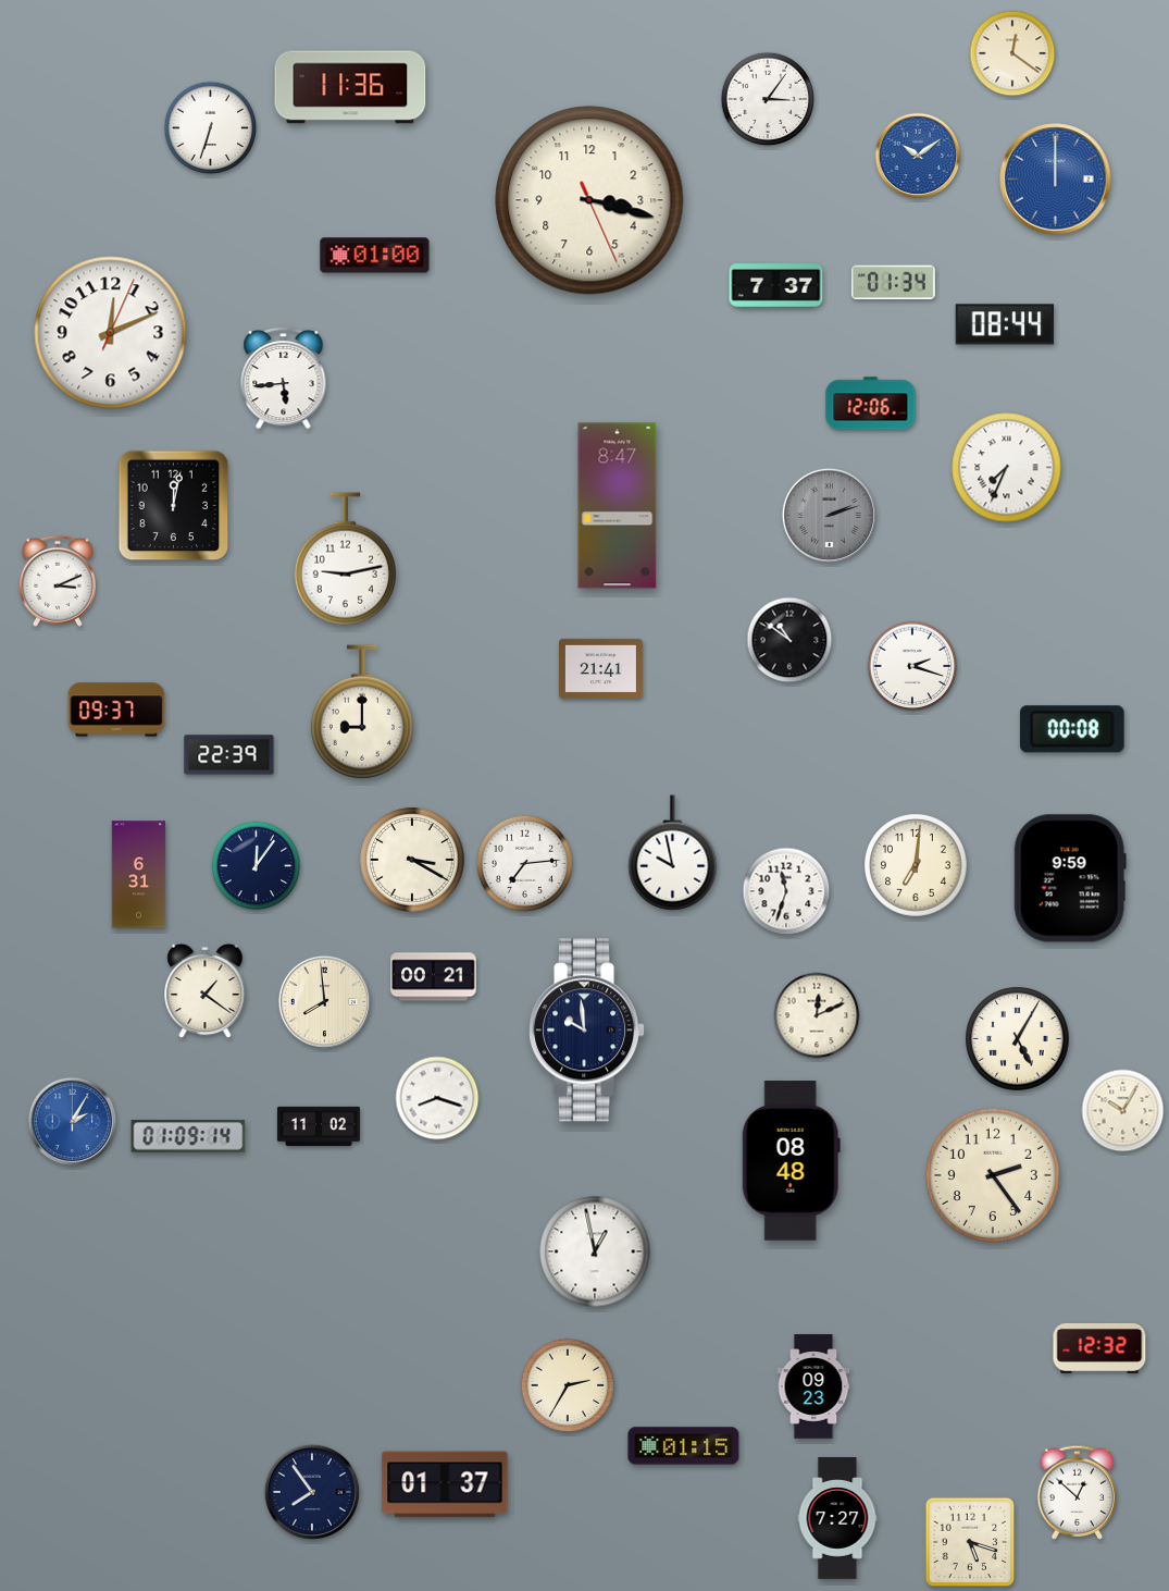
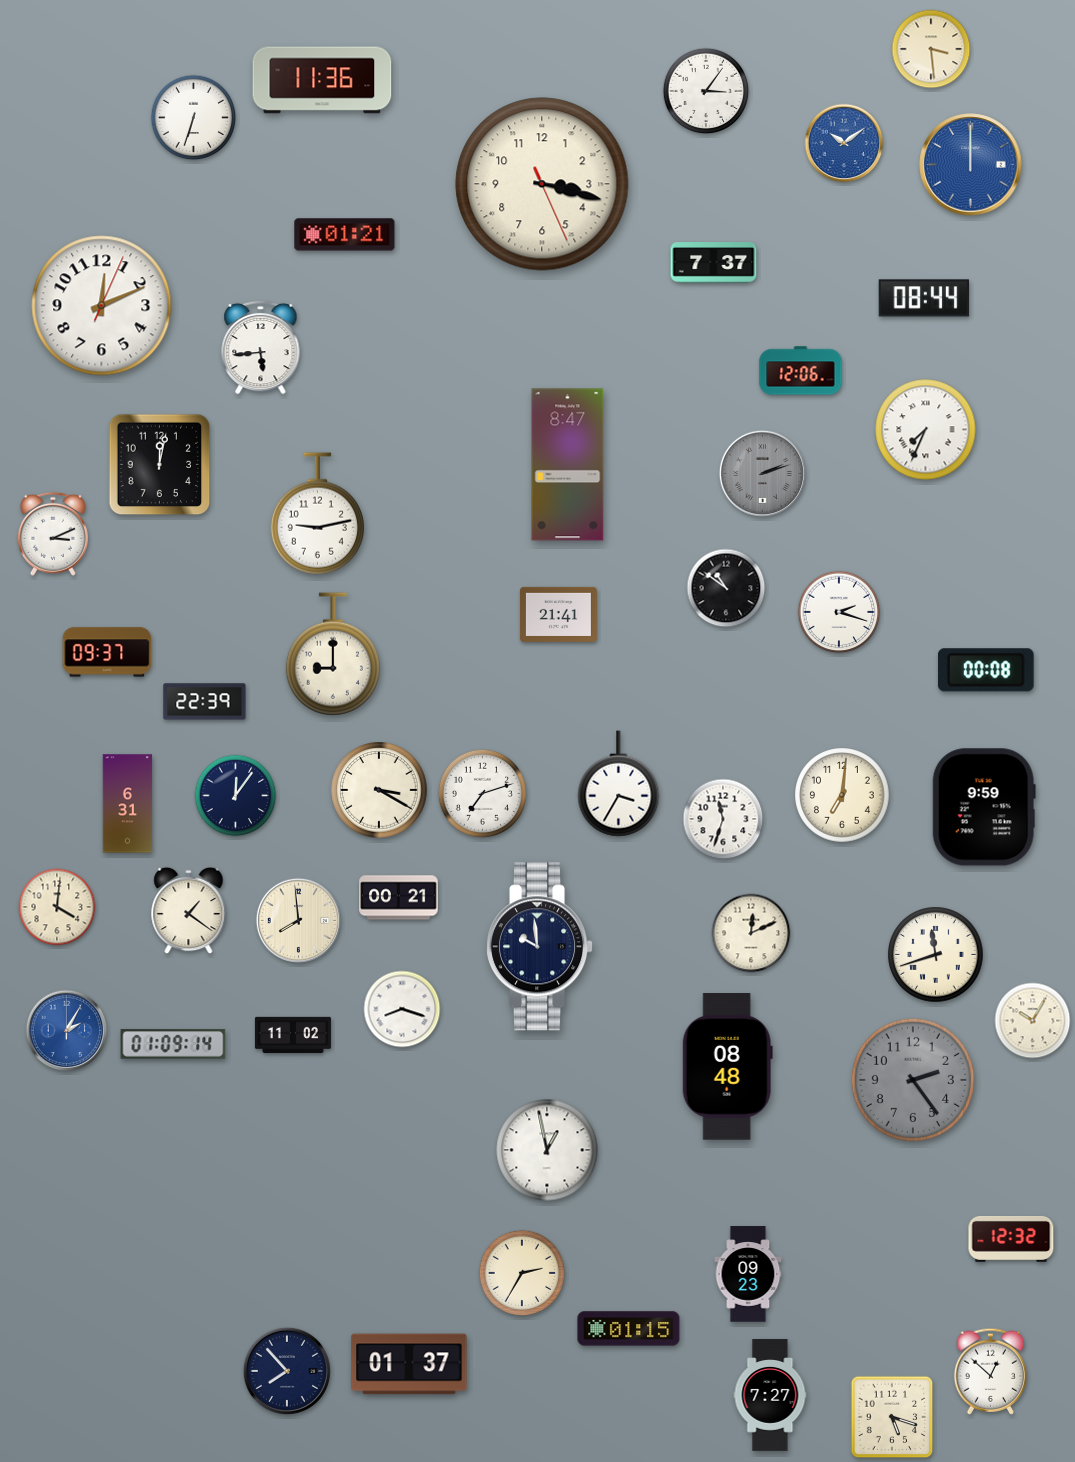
clock at (1012, 53): 12:21 -> 3:29
clock at (375, 256): 01:00 -> 01:21
clock at (893, 283): 01:34 -> none
clock at (600, 668) position: (600, 668) -> (558, 614)
clock at (229, 755) position: (229, 755) -> (205, 702)
clock at (673, 853): 9:58 -> 3:35
clock at (524, 863): 7:14 -> 7:12
clock at (57, 907): none -> 4:01
clock at (1018, 1039): 5:05 -> 11:42
clock at (993, 1175) dial: cream -> grey
clock at (312, 1492): 7:54 -> 7:53
